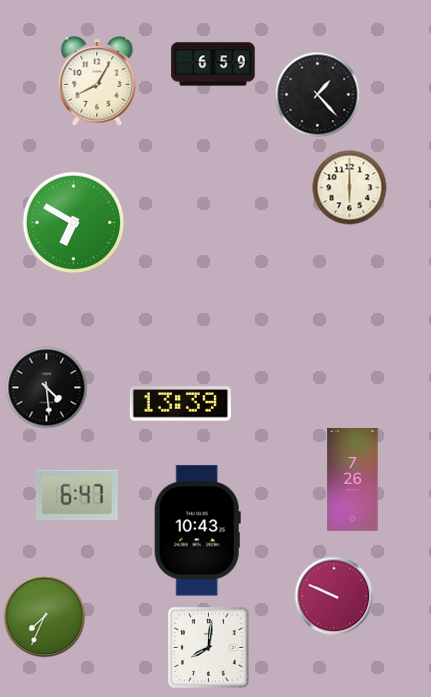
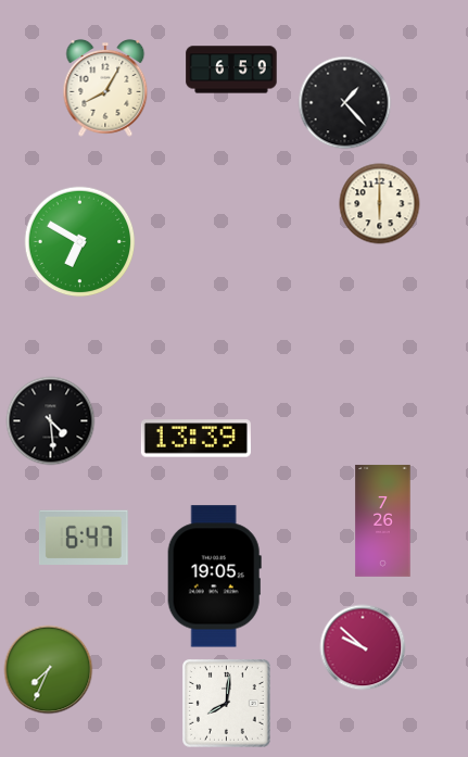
clock at (197, 531): 10:43 -> 19:05
clock at (334, 596): 9:49 -> 9:52
